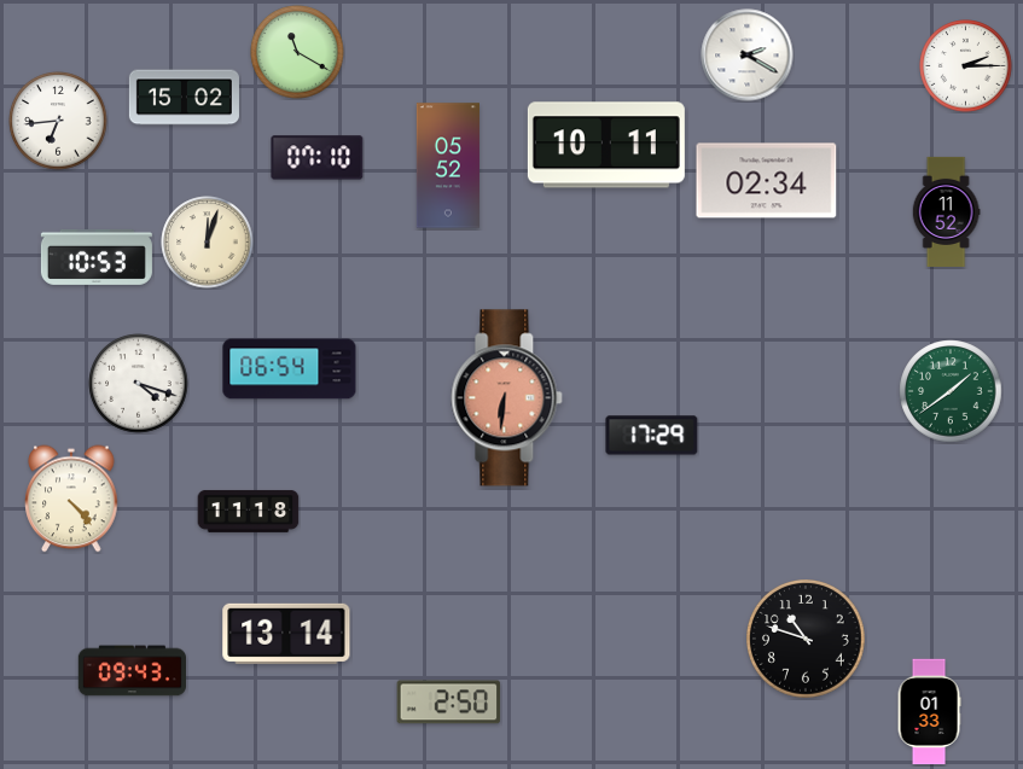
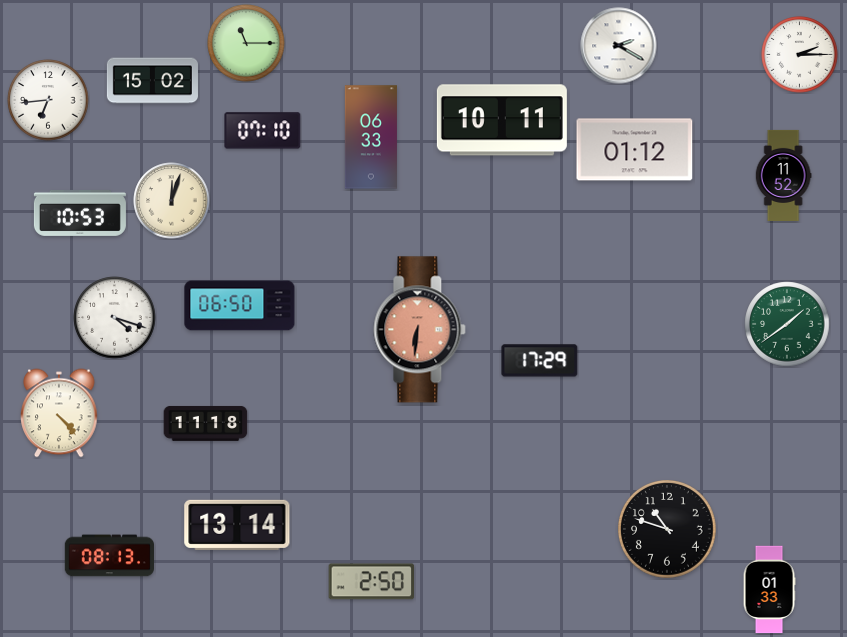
clock at (297, 52): 11:20 -> 11:15
clock at (448, 165): 05:52 -> 06:33
clock at (767, 181): 02:34 -> 01:12
clock at (290, 369): 06:54 -> 06:50
clock at (132, 671): 09:43 -> 08:13
